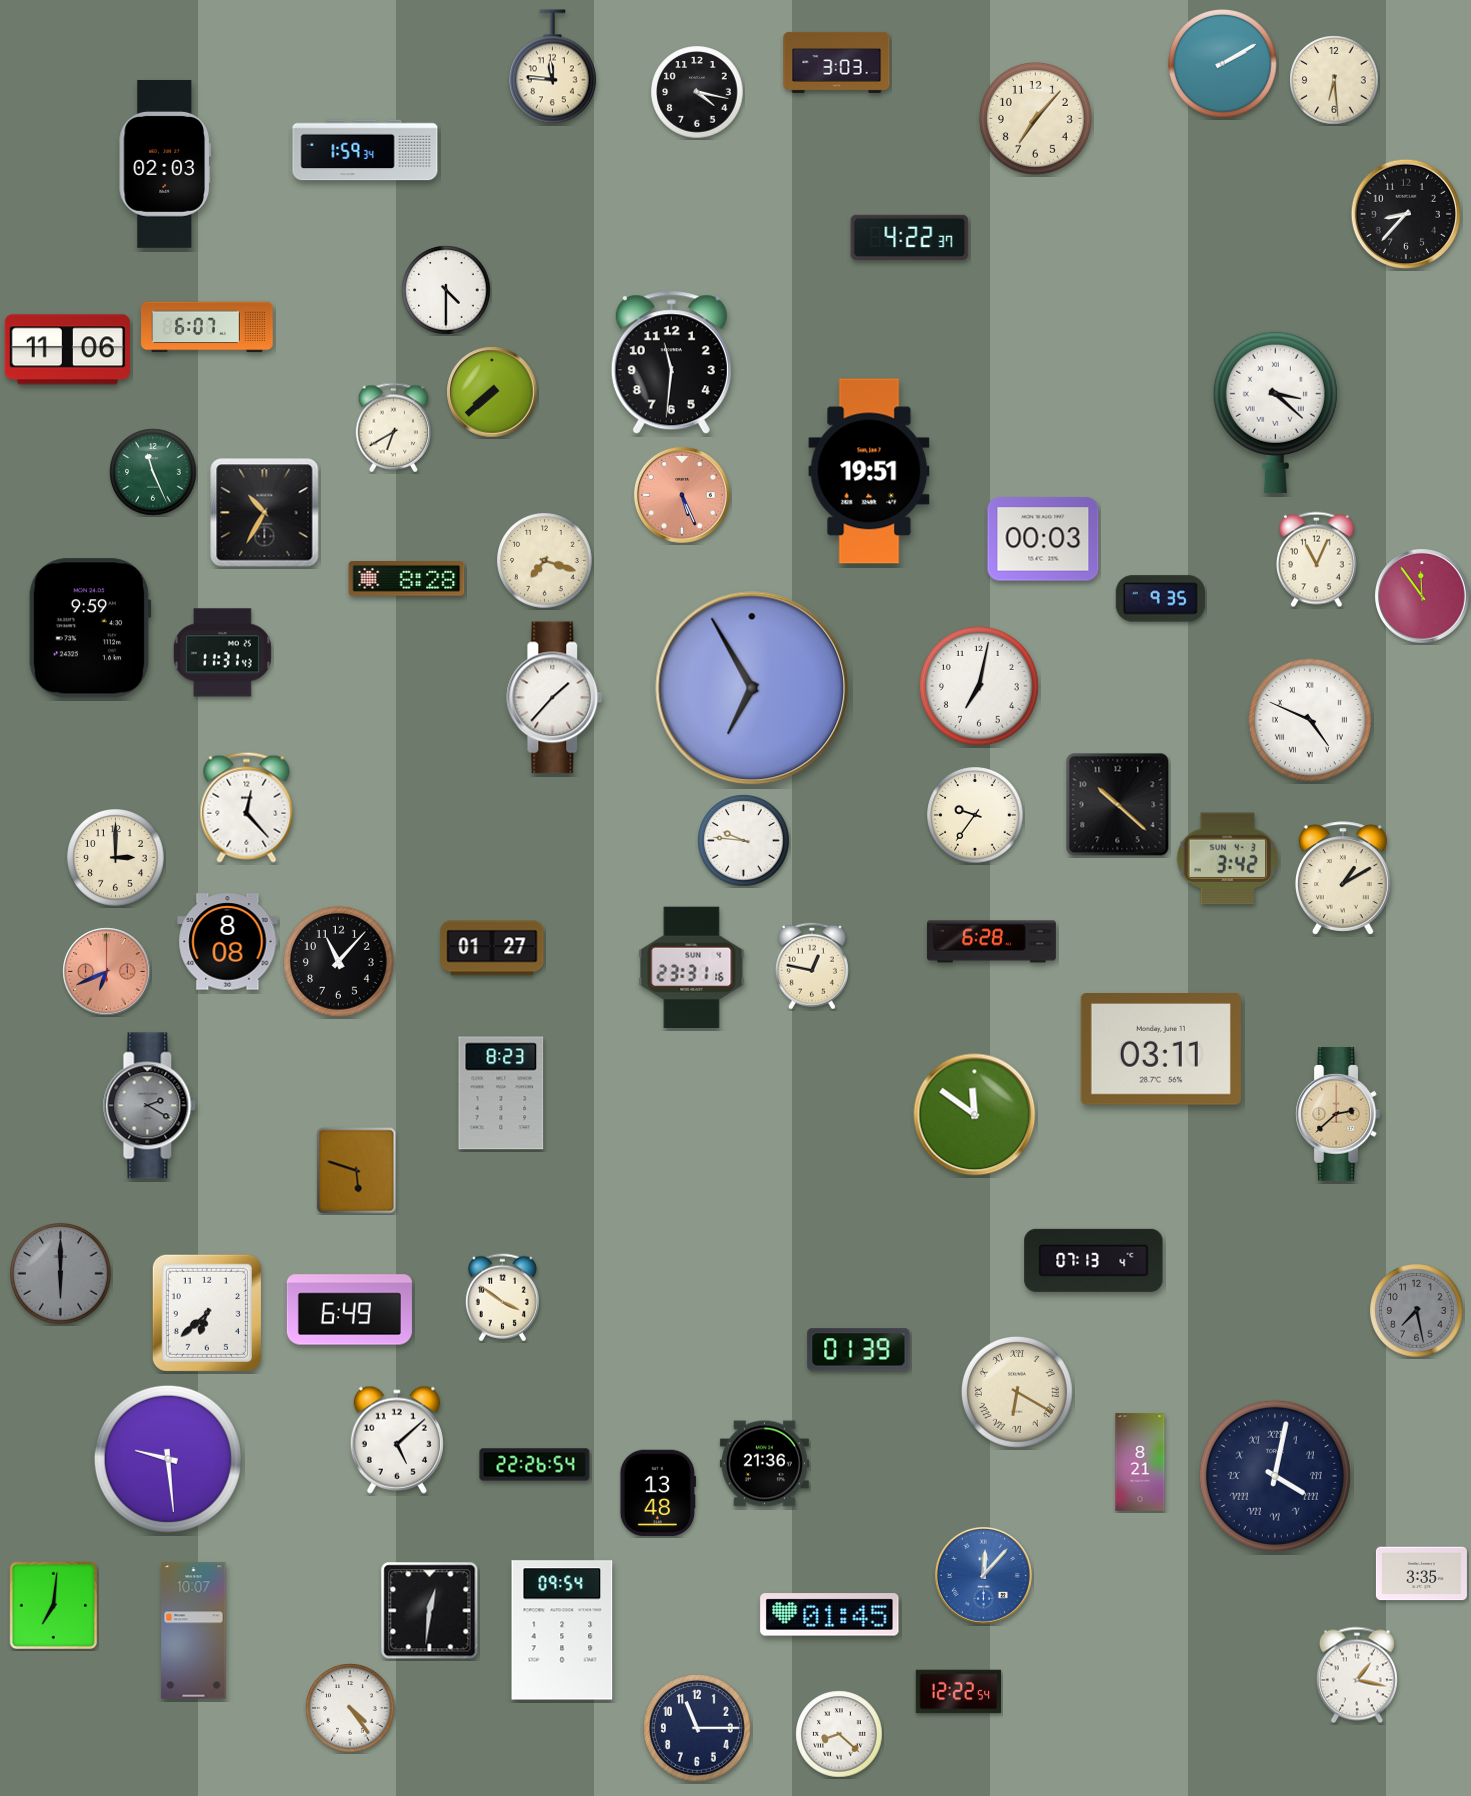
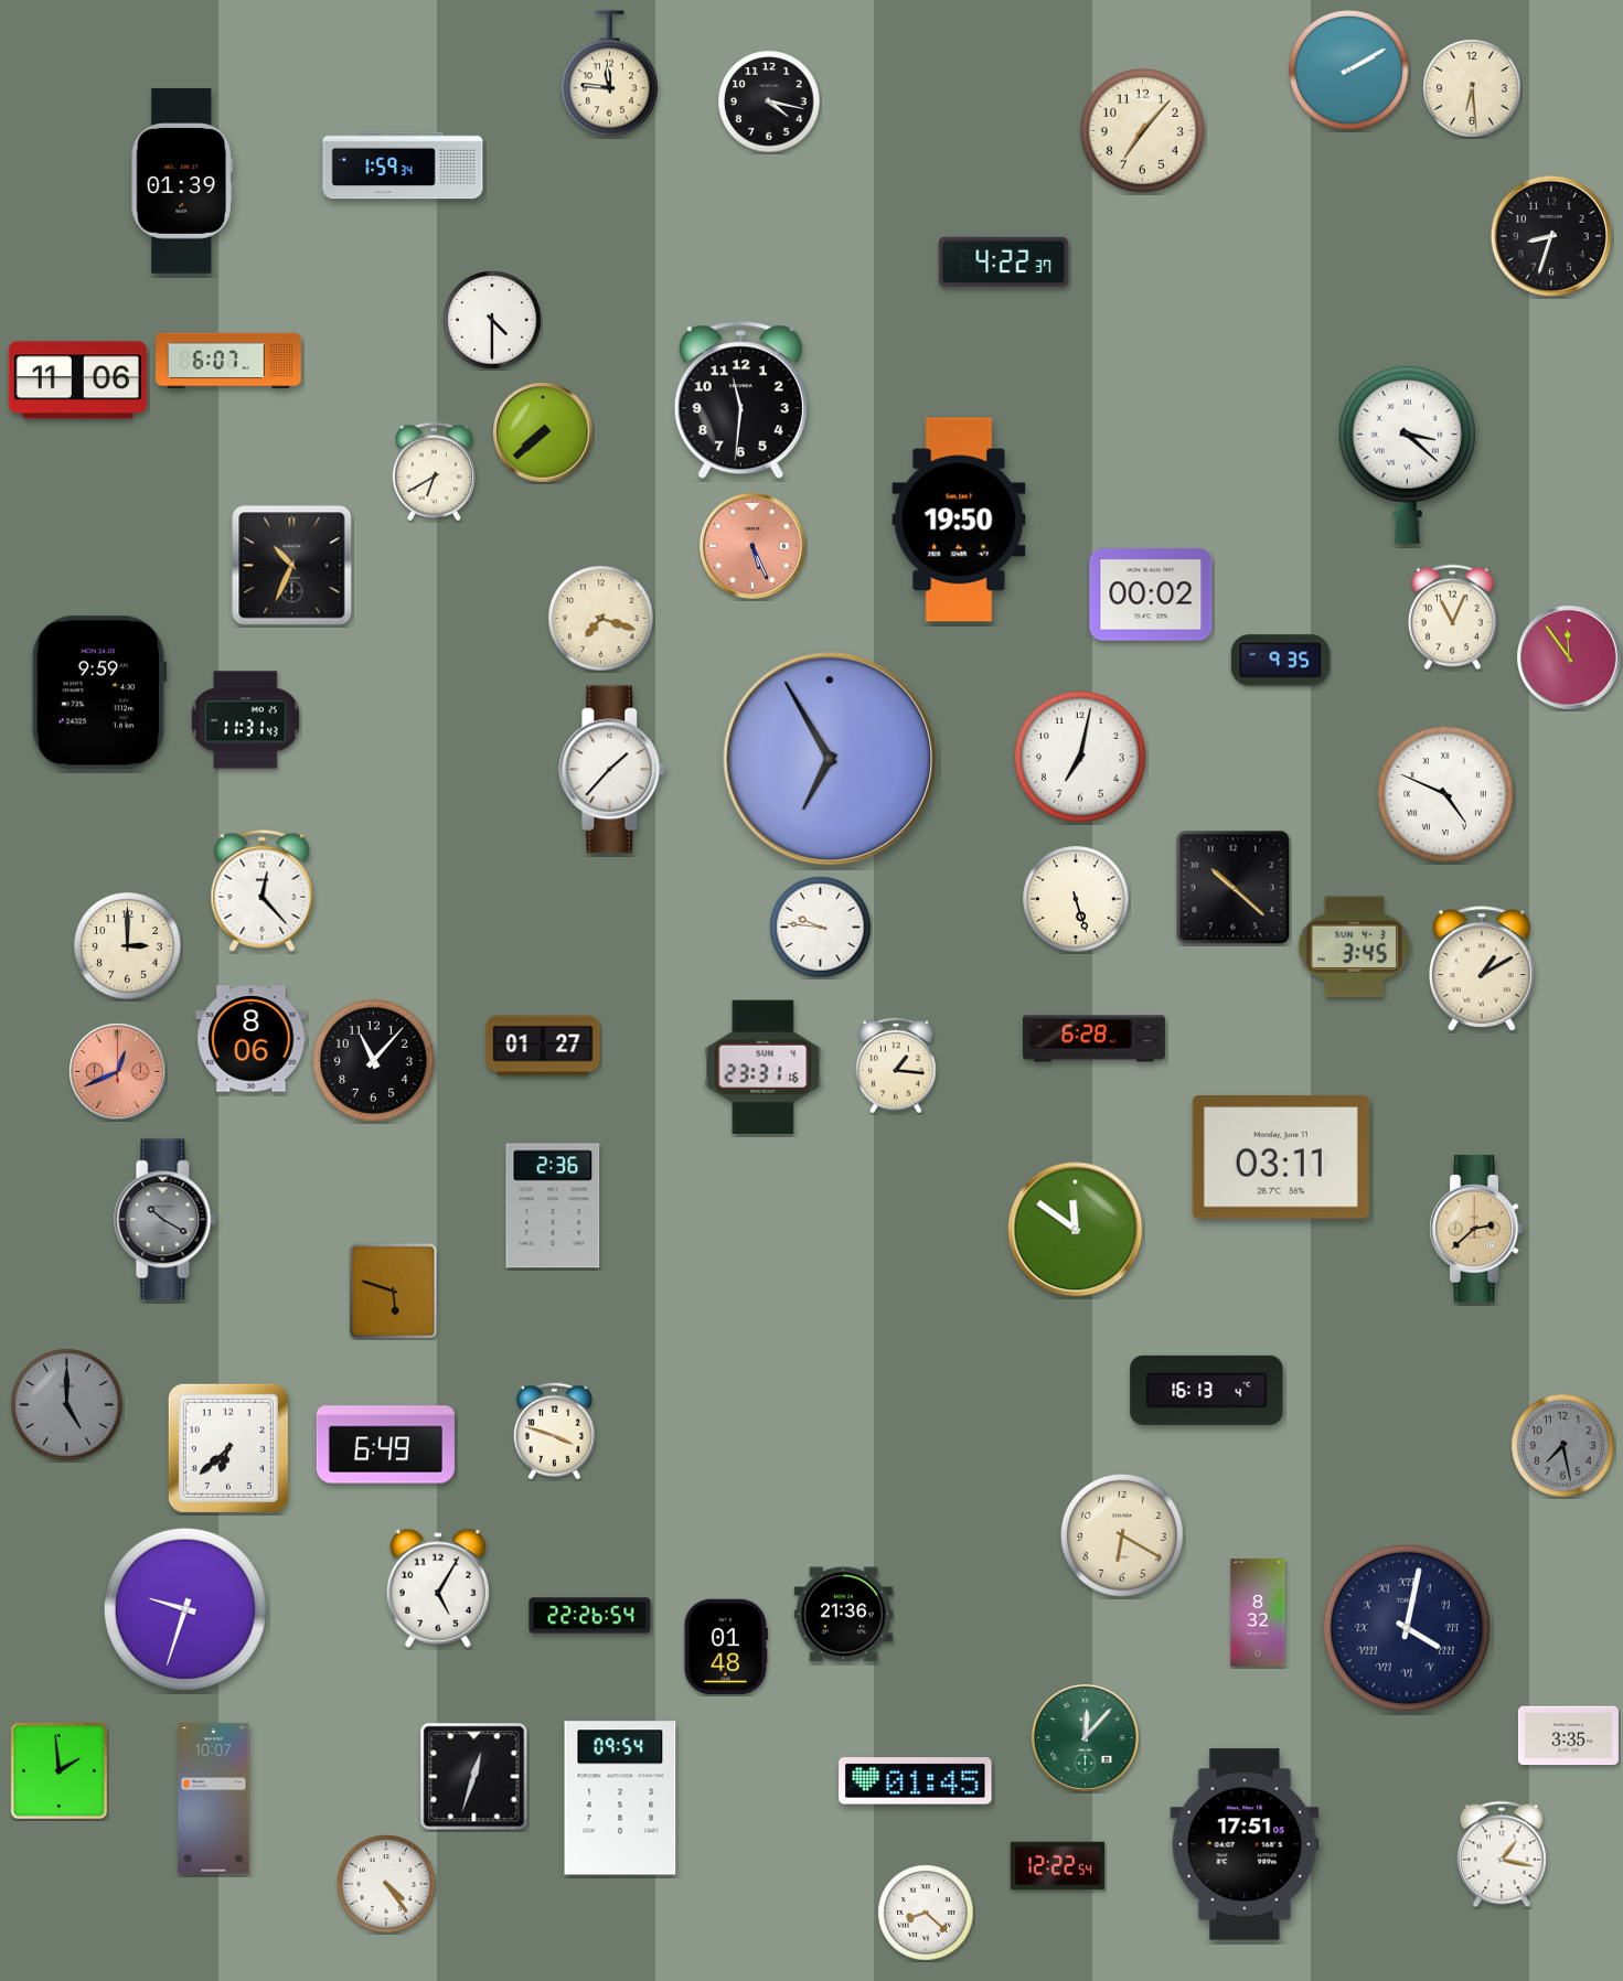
clock at (837, 62): 3:03 -> none
clock at (165, 164): 02:03 -> 01:39
clock at (1405, 213): 8:37 -> 8:33
clock at (67, 350) position: (67, 350) -> (77, 381)
clock at (869, 471): 19:51 -> 19:50
clock at (153, 472): 11:26 -> none
clock at (265, 513): 10:35 -> 10:34
clock at (1043, 539): 00:03 -> 00:02
clock at (407, 579): 8:28 -> none
clock at (247, 807) position: (247, 807) -> (263, 890)
clock at (975, 815): 9:36 -> 5:27
clock at (1228, 859): 3:42 -> 3:45
clock at (228, 942): 8:08 -> 8:06
clock at (812, 966): 12:47 -> 1:16
clock at (107, 972): 6:41 -> 12:41
clock at (501, 1093): 8:23 -> 2:36
clock at (150, 1106): 2:20 -> 10:20
clock at (1094, 1260): 07:13 -> 16:13
clock at (61, 1274): 6:00 -> 5:00
clock at (502, 1298): 3:51 -> 3:48
clock at (859, 1350): 01:39 -> none
clock at (1017, 1392) numerals: Roman -> Arabic
clock at (397, 1440): 5:08 -> 5:05
clock at (168, 1459): 9:29 -> 9:33
clock at (1140, 1462): 8:21 -> 8:32
clock at (658, 1493): 13:48 -> 01:48
clock at (983, 1575) dial: blue -> green
clock at (54, 1606): 7:01 -> 1:59
clock at (430, 1611): 12:31 -> 12:33
clock at (1245, 1844): none -> 17:51
clock at (1357, 1675) position: (1357, 1675) -> (1502, 1854)
clock at (698, 1729): 11:15 -> none
